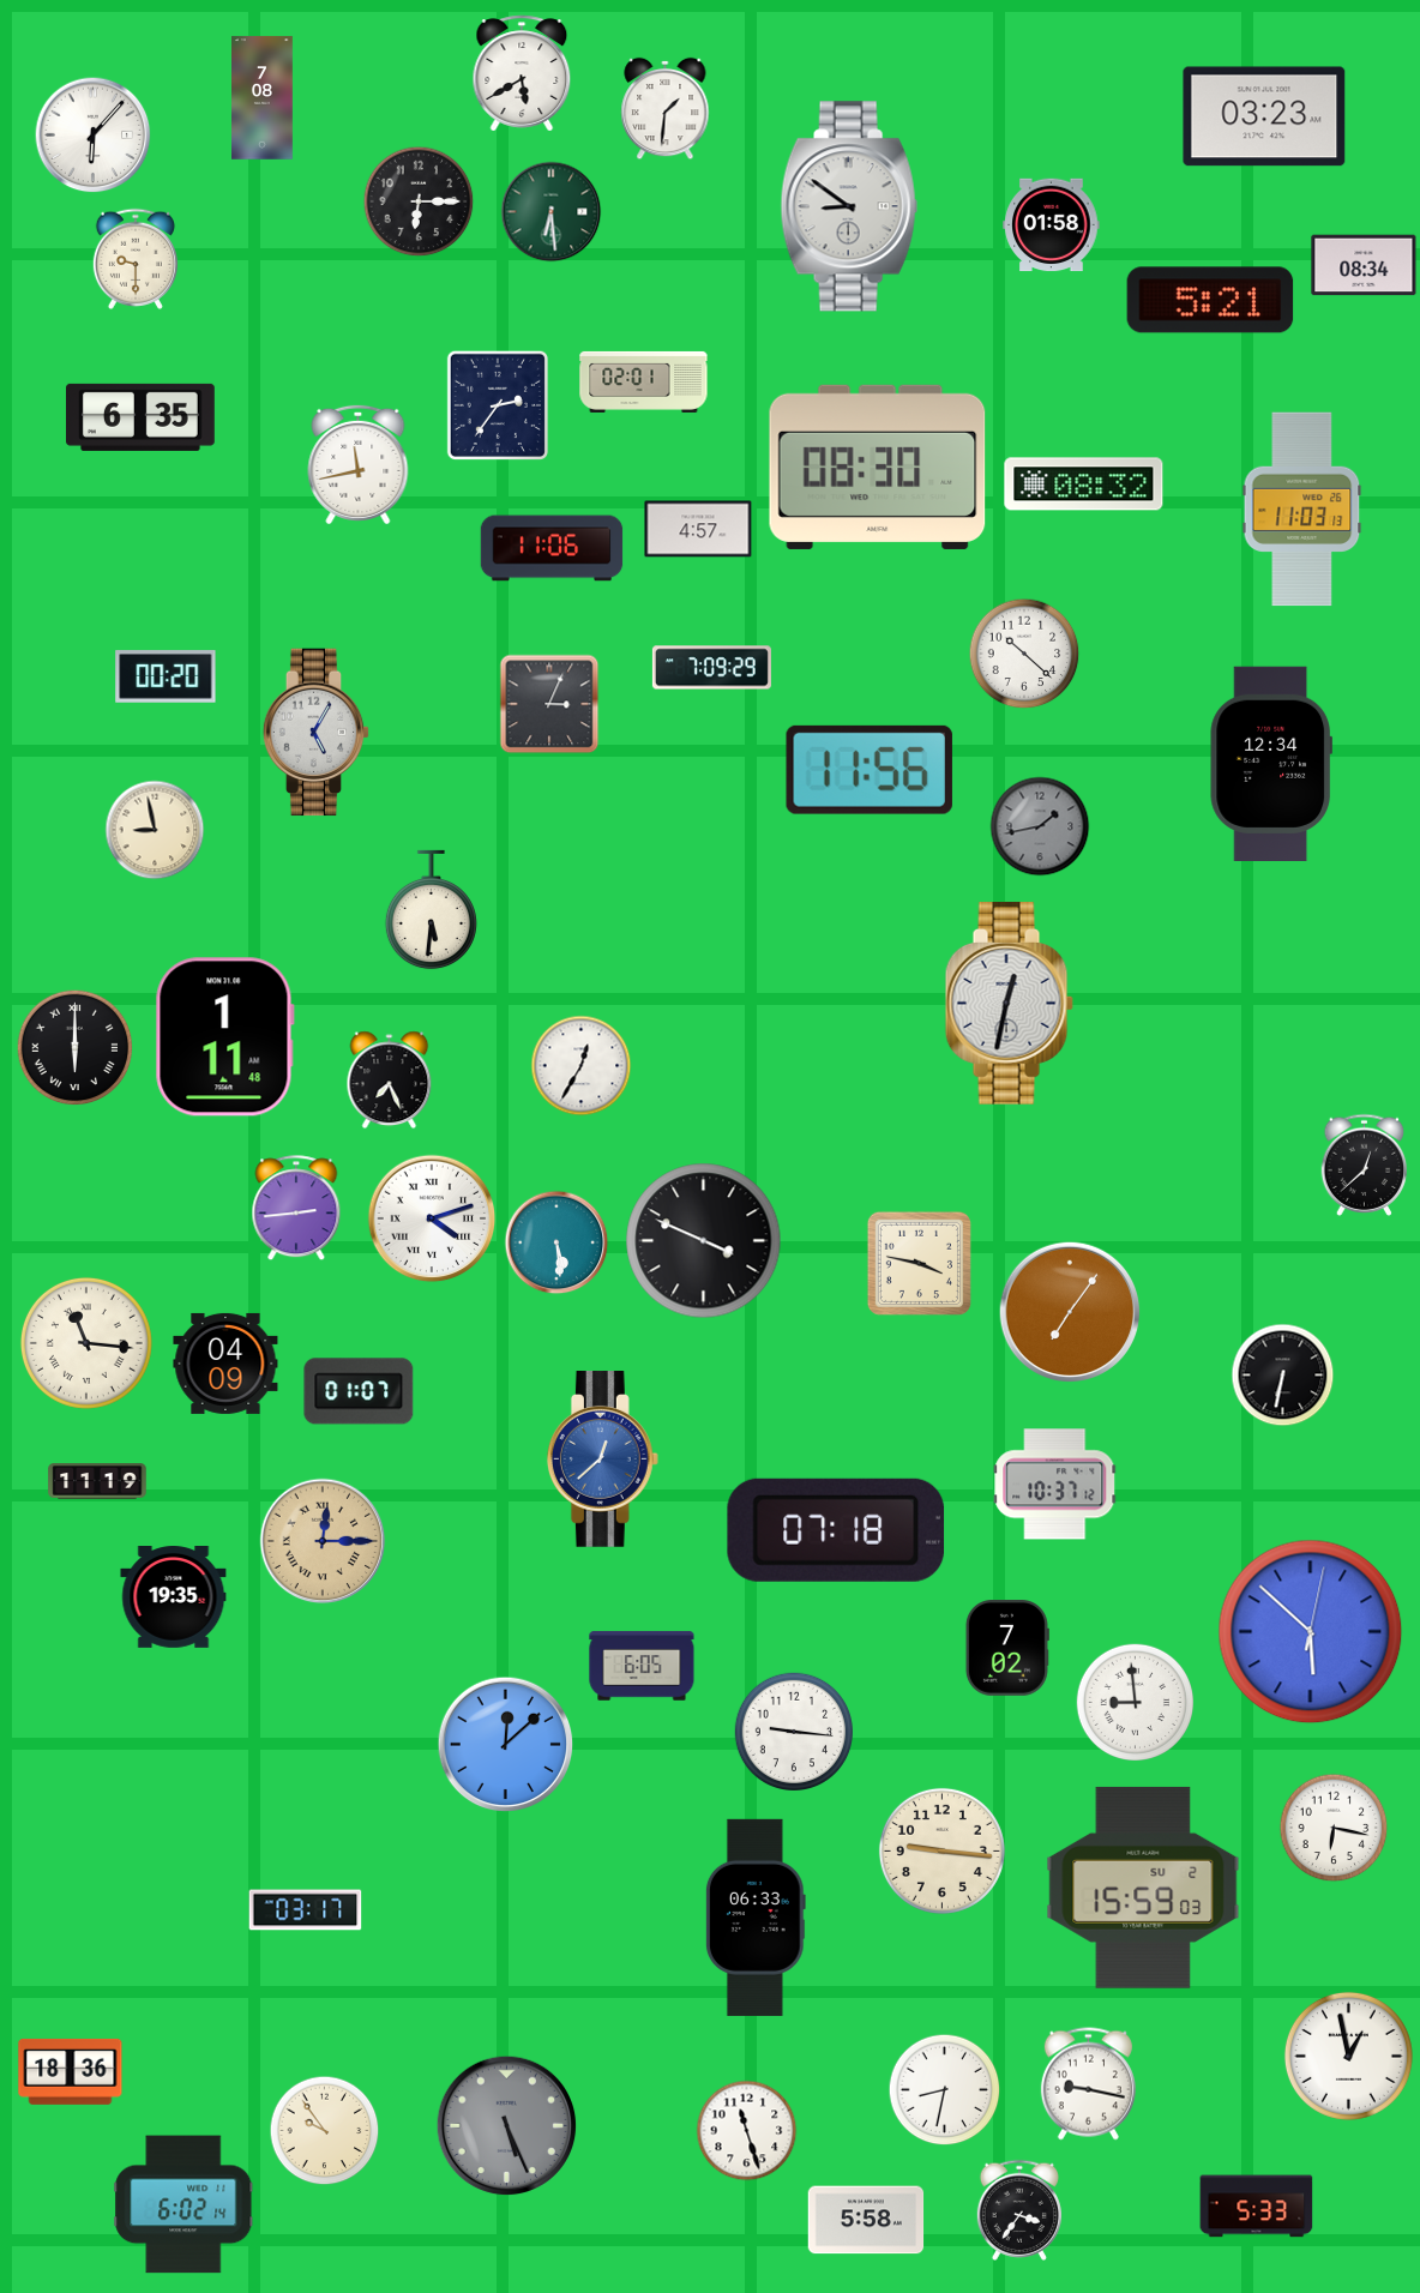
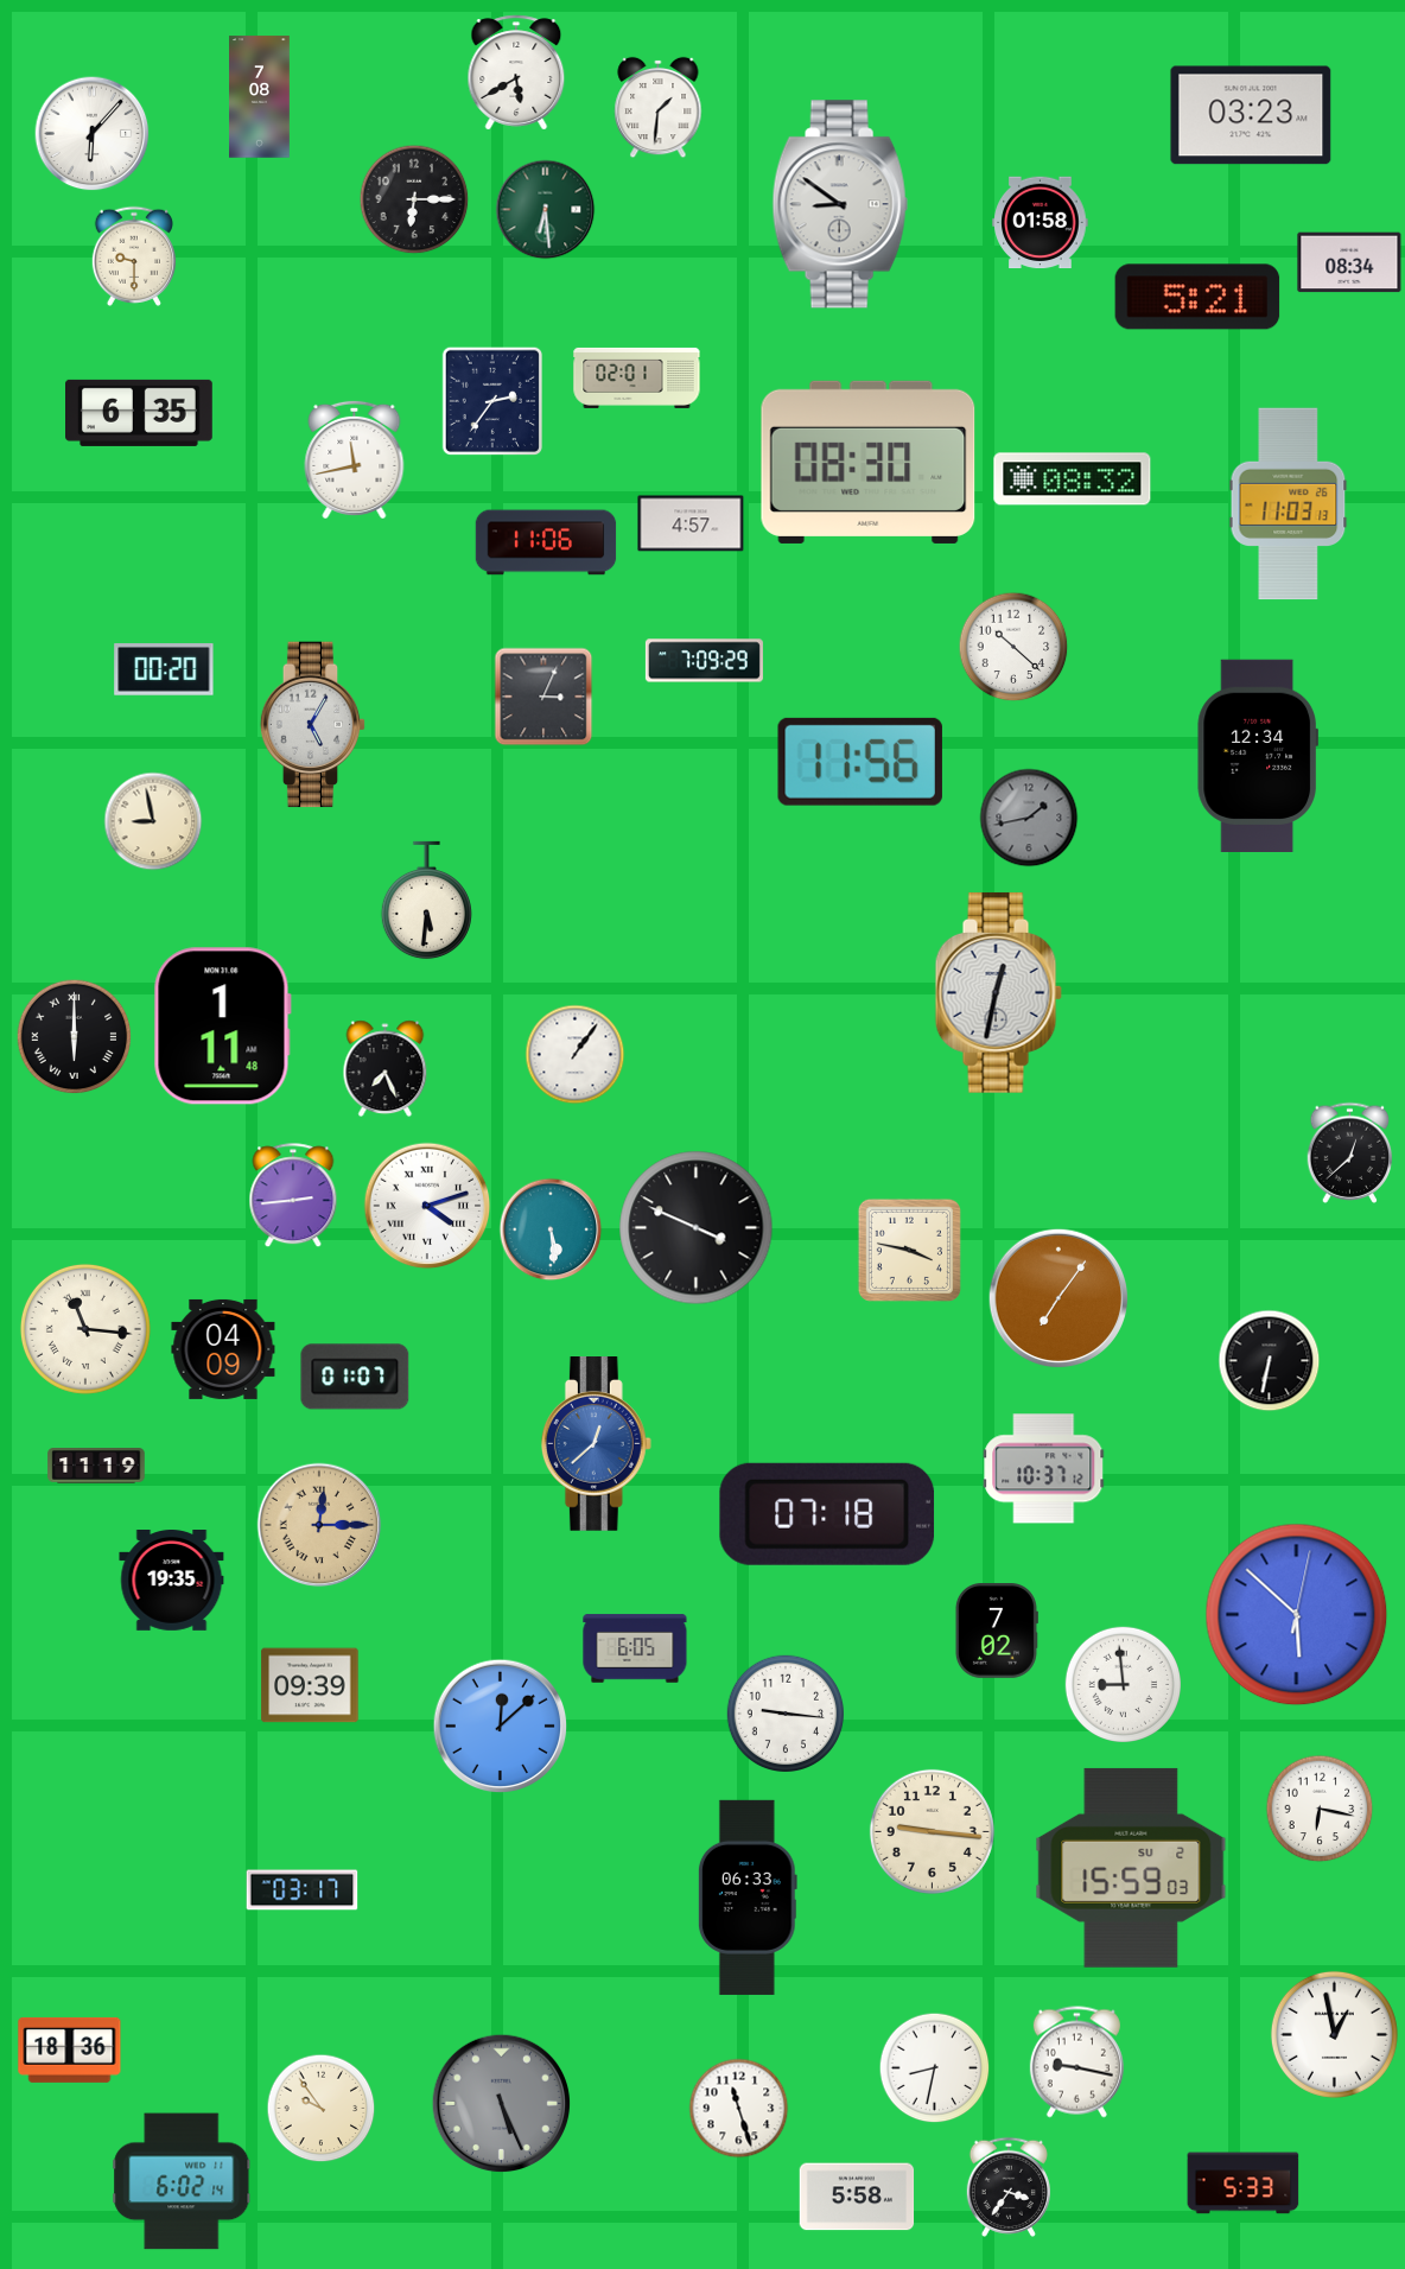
clock at (582, 1066): 12:35 -> 1:06
clock at (310, 1685): none -> 09:39
